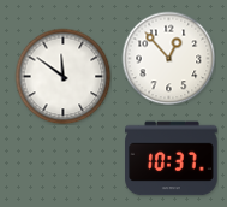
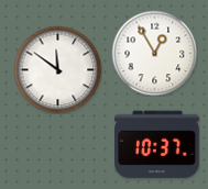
clock at (168, 58): 12:53 -> 12:55
